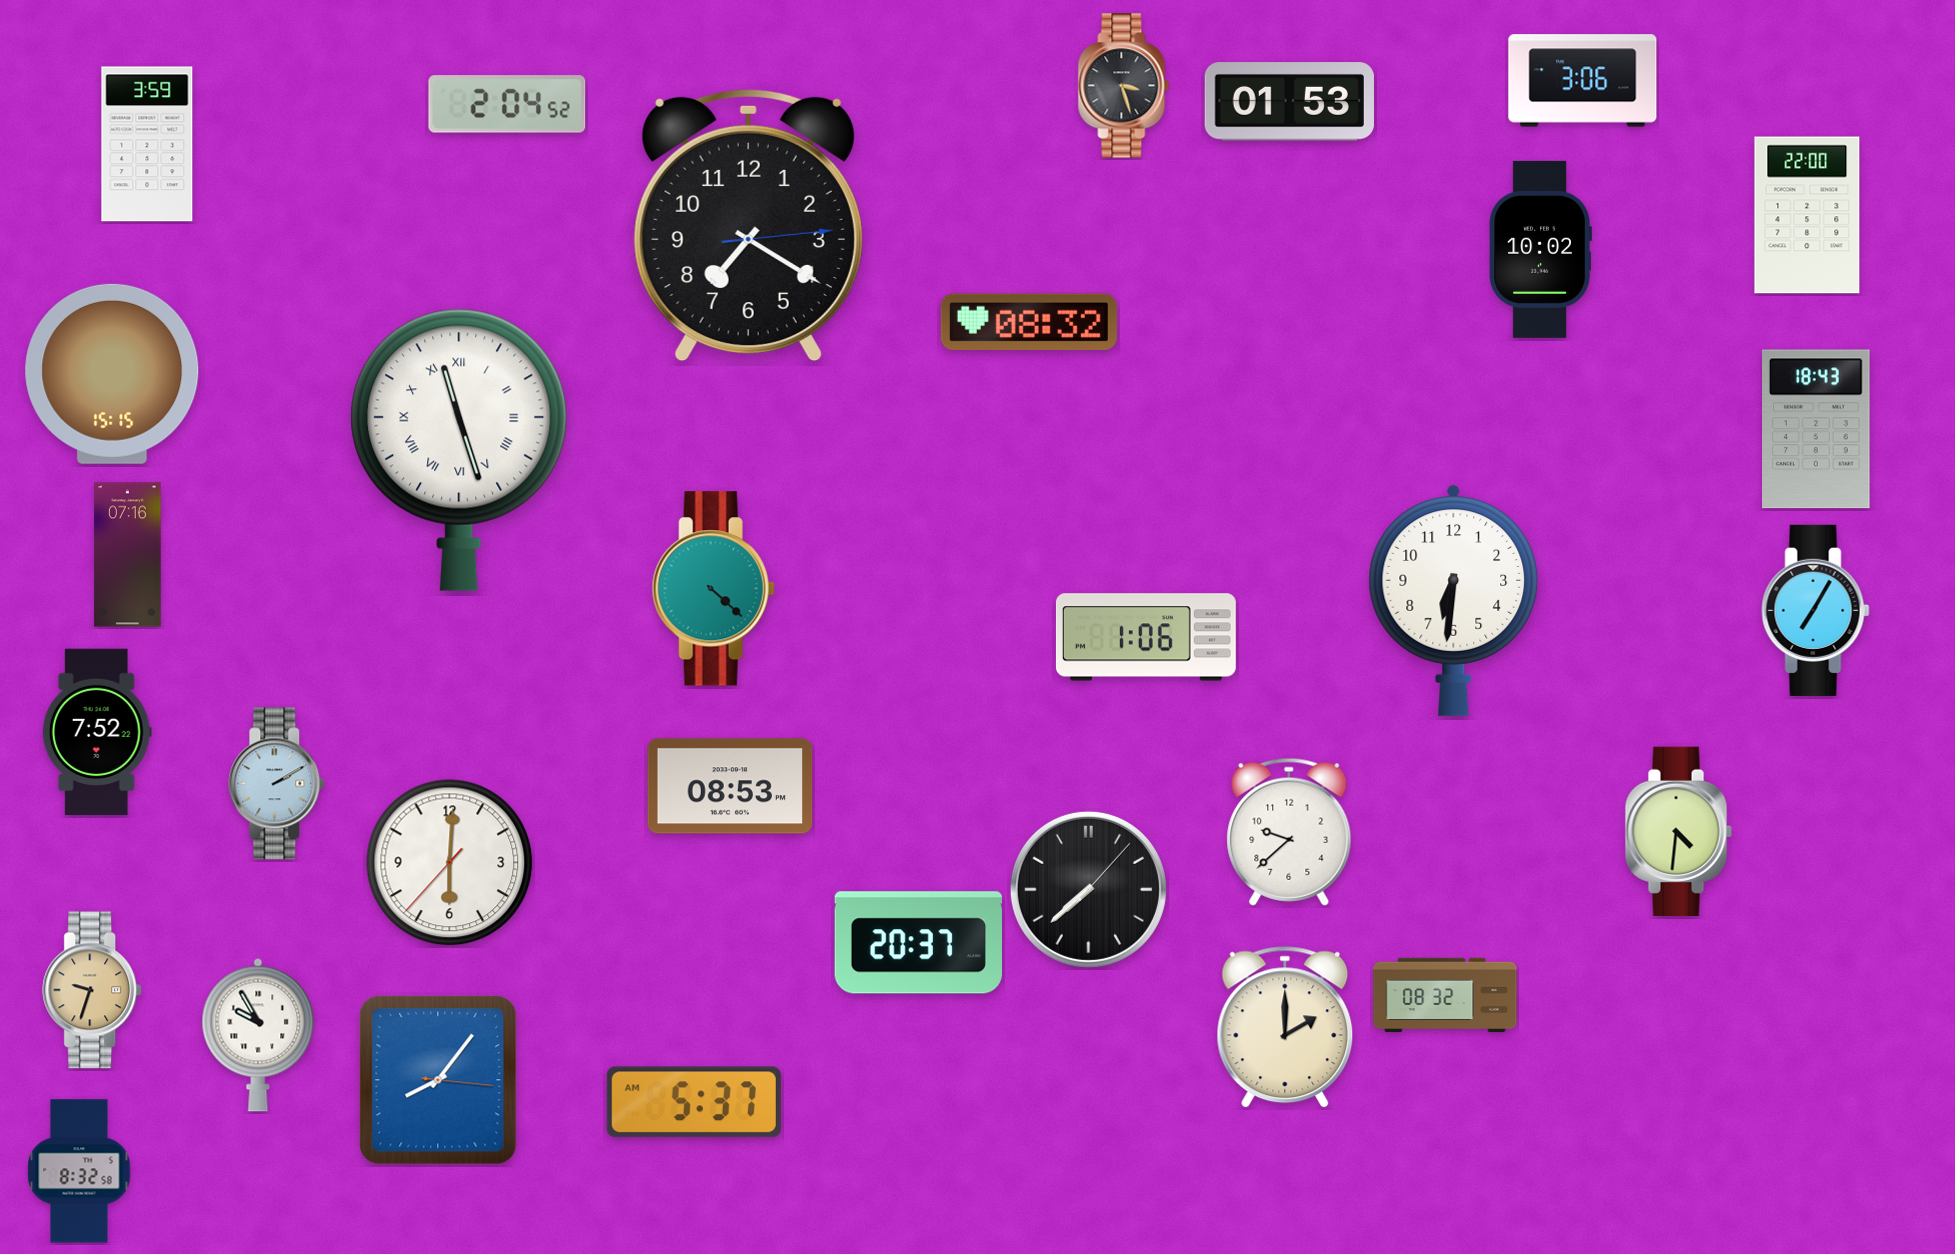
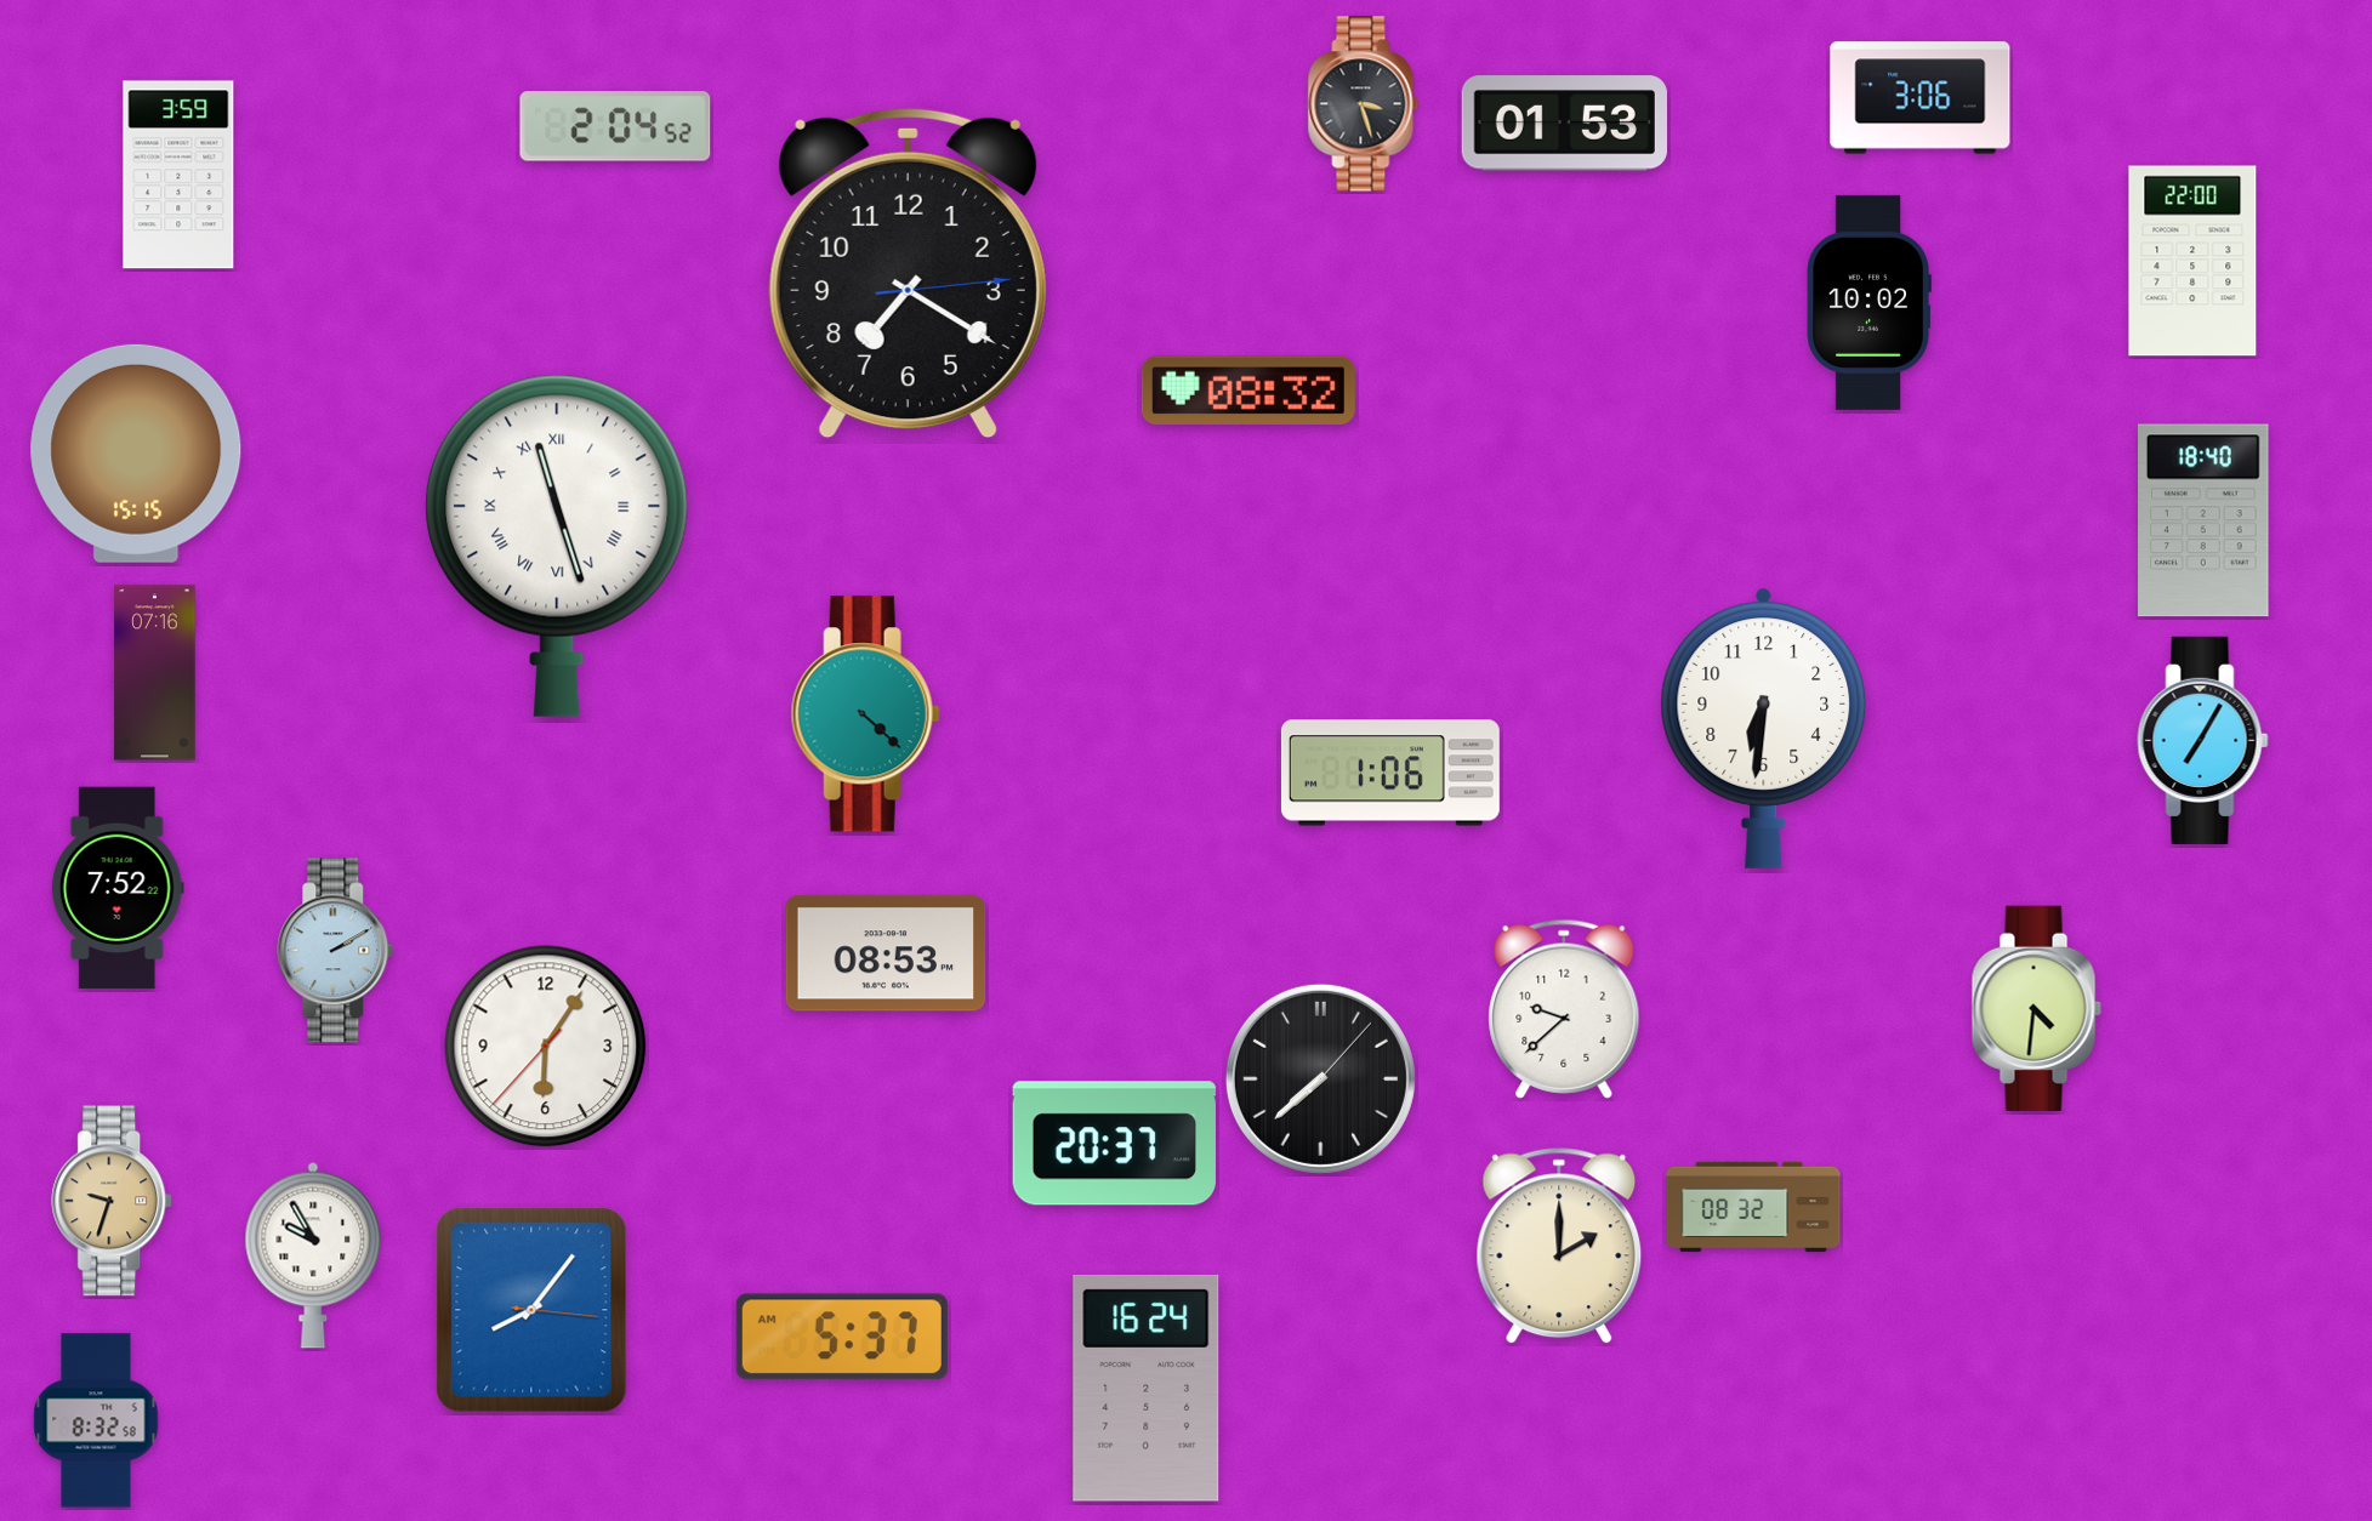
clock at (1817, 429): 18:43 -> 18:40
clock at (450, 863): 6:00 -> 6:05
clock at (1147, 1388): none -> 16:24
